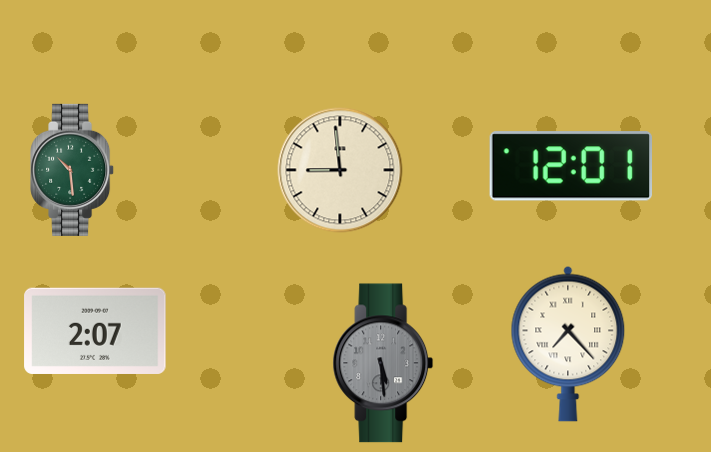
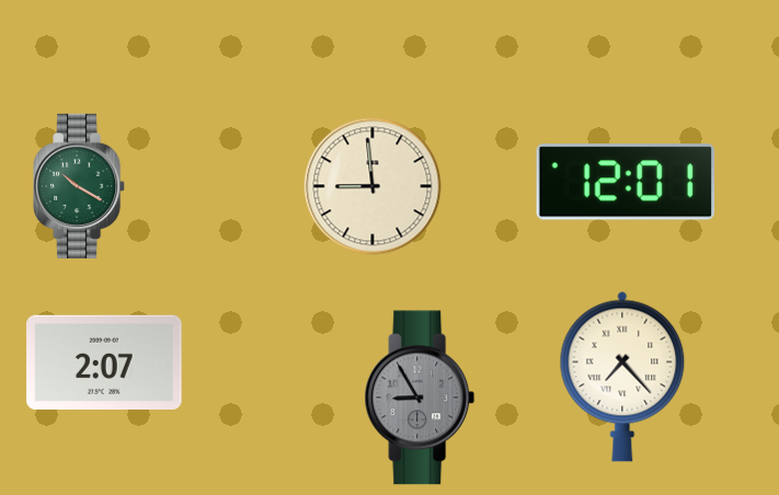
clock at (73, 170): 10:29 -> 10:20
clock at (383, 363): 5:29 -> 8:55
